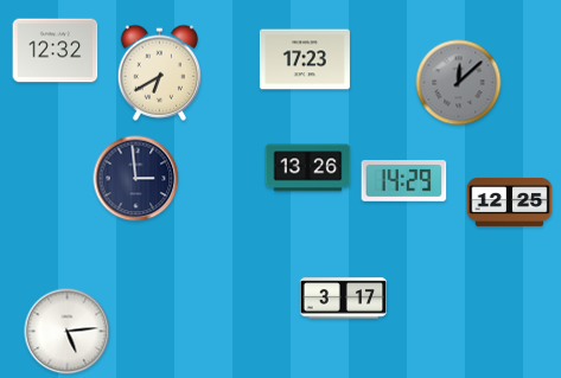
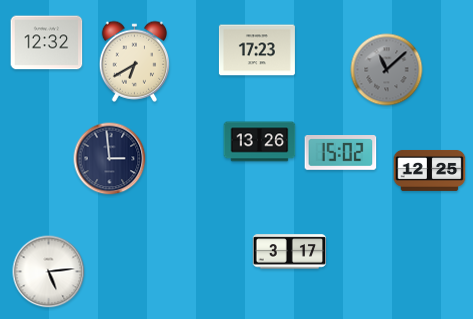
clock at (459, 83): 12:08 -> 11:08
clock at (136, 179) position: (136, 179) -> (110, 159)
clock at (404, 181): 14:29 -> 15:02
clock at (68, 332) position: (68, 332) -> (49, 272)
